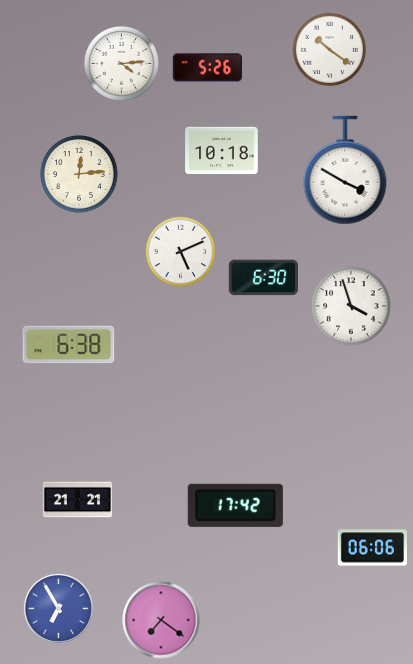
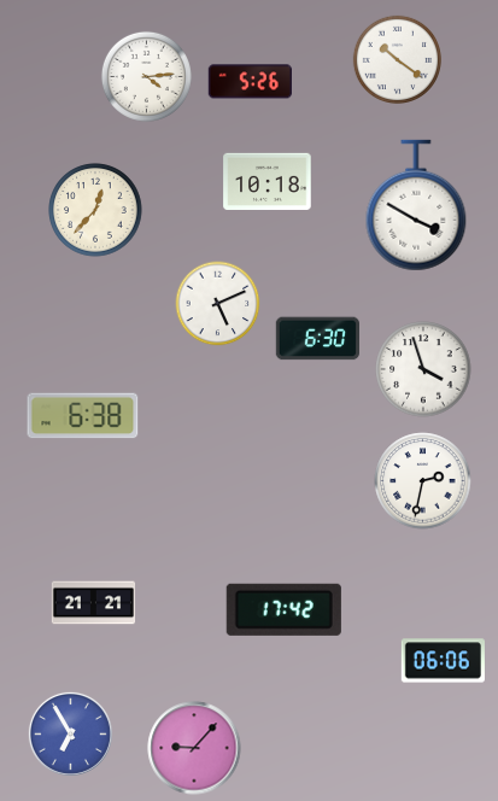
clock at (79, 174): 12:14 -> 12:37
clock at (263, 278) position: (263, 278) -> (317, 339)
clock at (423, 481): none -> 2:32
clock at (372, 548) position: (372, 548) -> (443, 661)
clock at (161, 620): 7:21 -> 9:07
